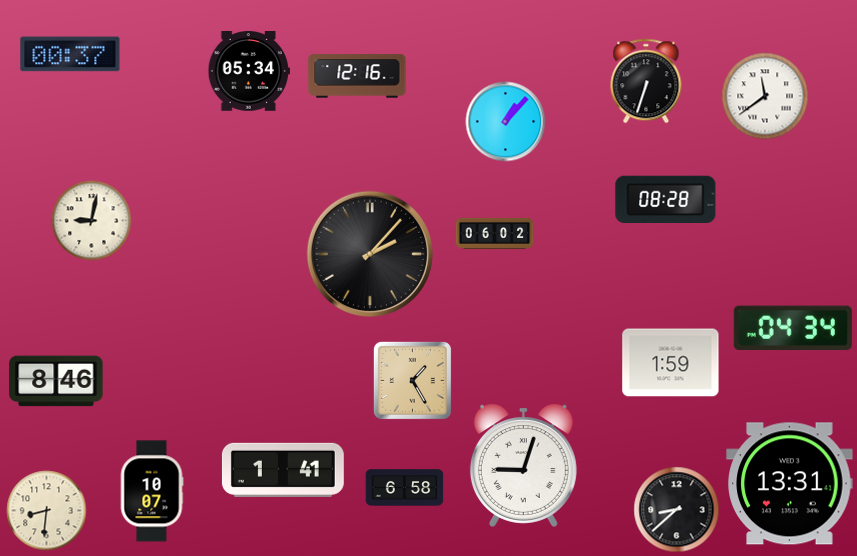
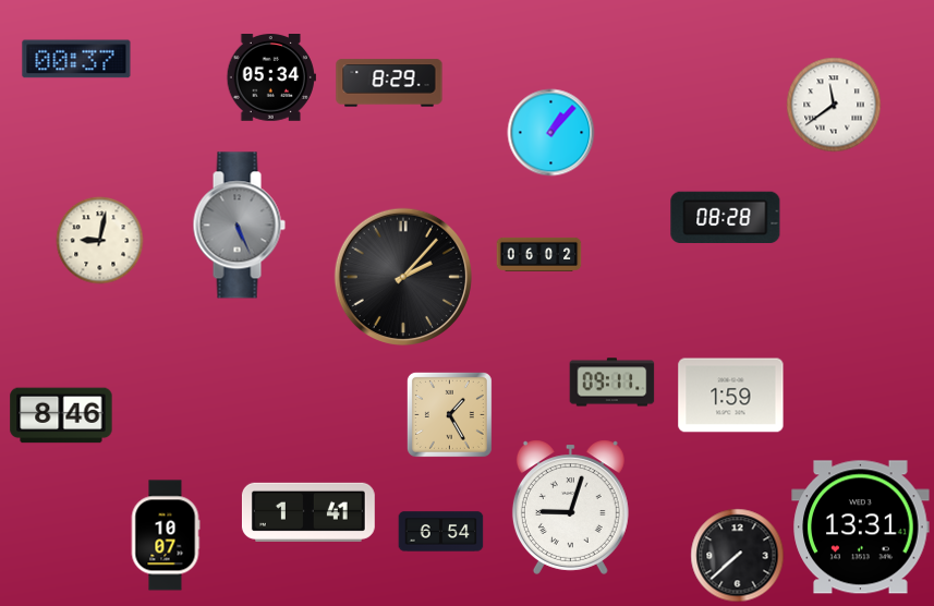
clock at (357, 76): 12:16 -> 8:29
clock at (646, 81): 6:33 -> none
clock at (239, 226): none -> 5:26
clock at (793, 328): 04:34 -> none
clock at (612, 383): none -> 09:11
clock at (405, 488): 6:58 -> 6:54
clock at (677, 510): 8:38 -> 7:38
clock at (47, 511): 8:31 -> none
